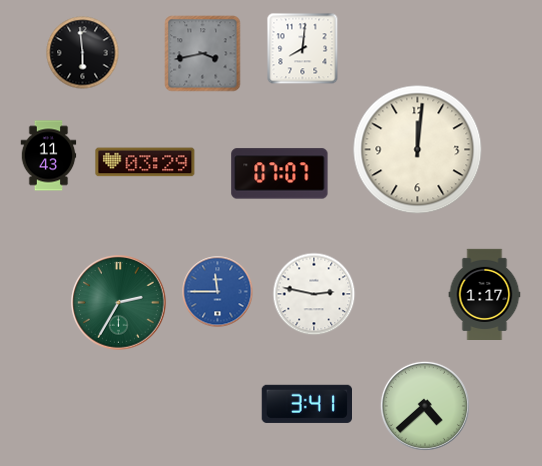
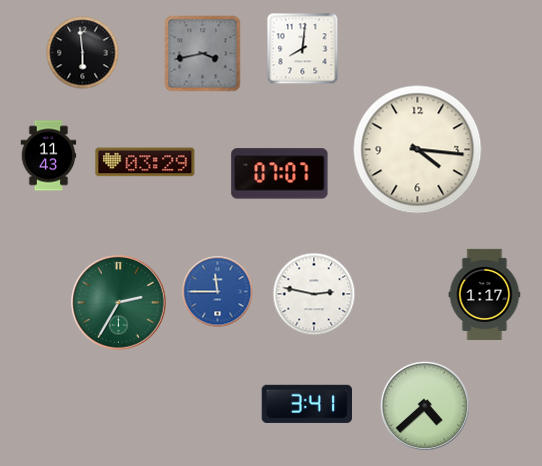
clock at (418, 150): 12:01 -> 4:16
